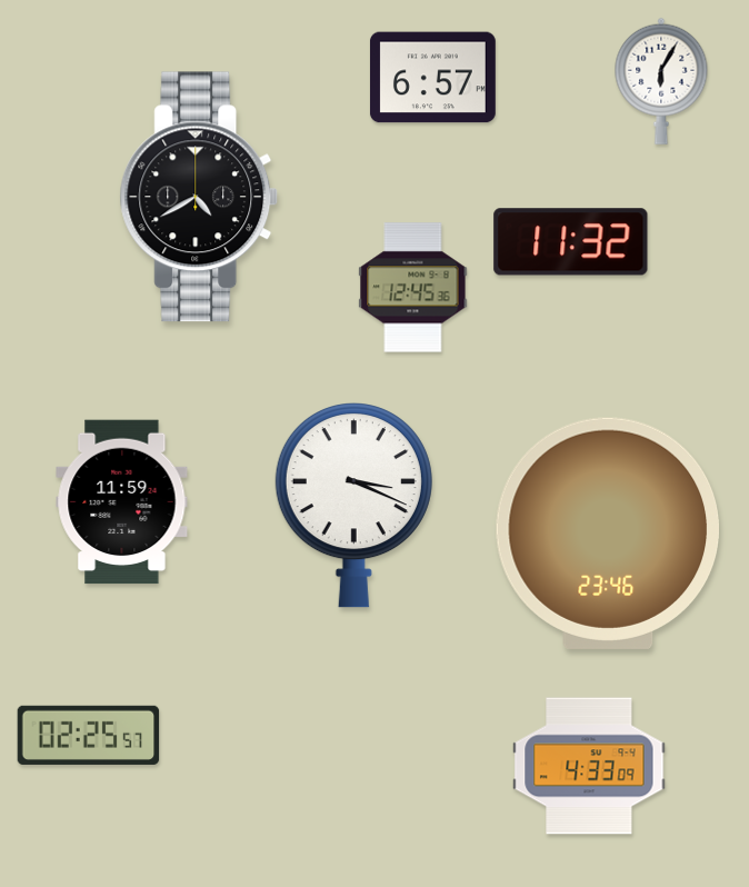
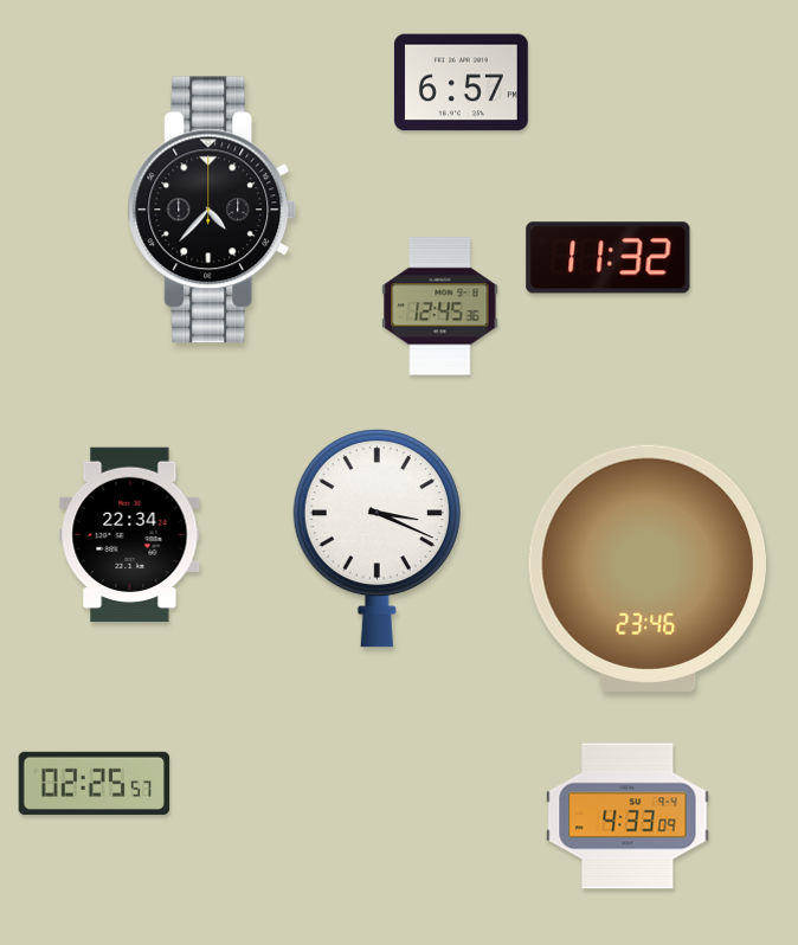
clock at (661, 81): 6:05 -> none
clock at (199, 197): 4:40 -> 4:37
clock at (122, 502): 11:59 -> 22:34
